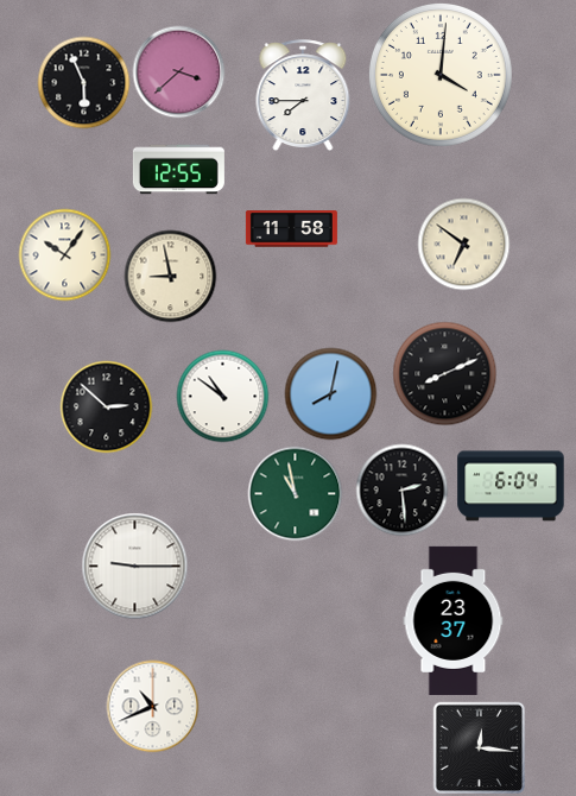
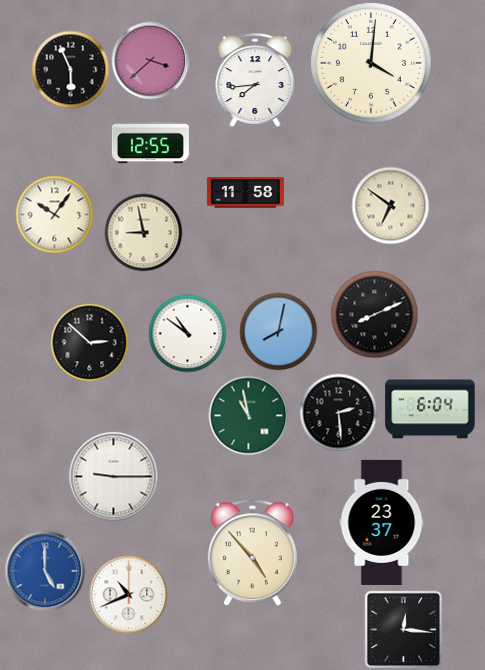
clock at (303, 95): 7:45 -> 7:44
clock at (252, 553): none -> 4:53
clock at (45, 571): none -> 5:00
